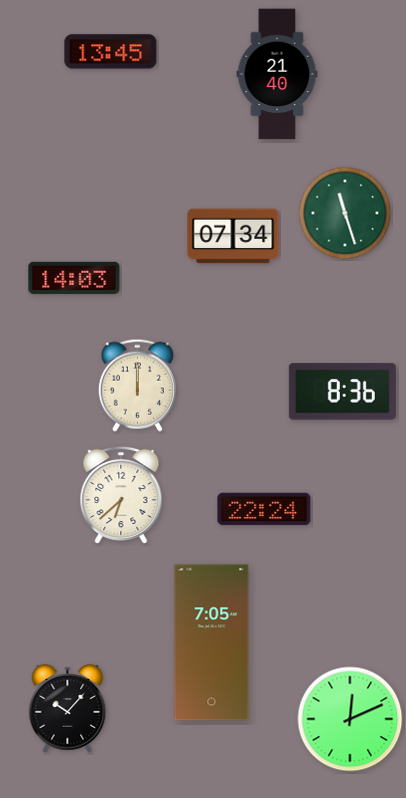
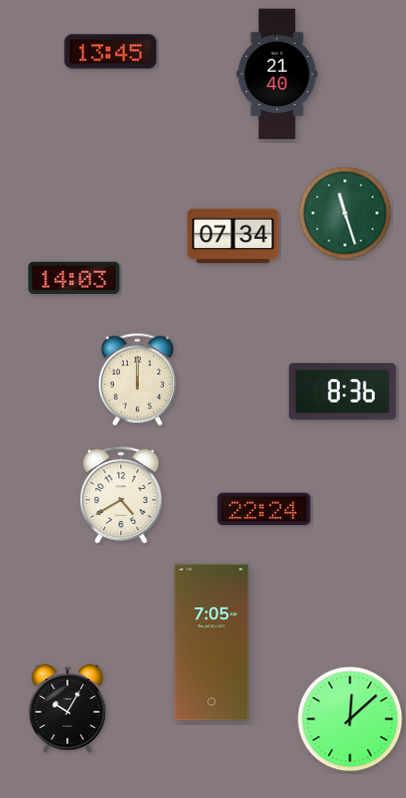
clock at (137, 385) position: (137, 385) -> (137, 379)
clock at (121, 495): 6:38 -> 4:40
clock at (68, 709): 10:07 -> 10:05
clock at (350, 719): 12:11 -> 12:08
